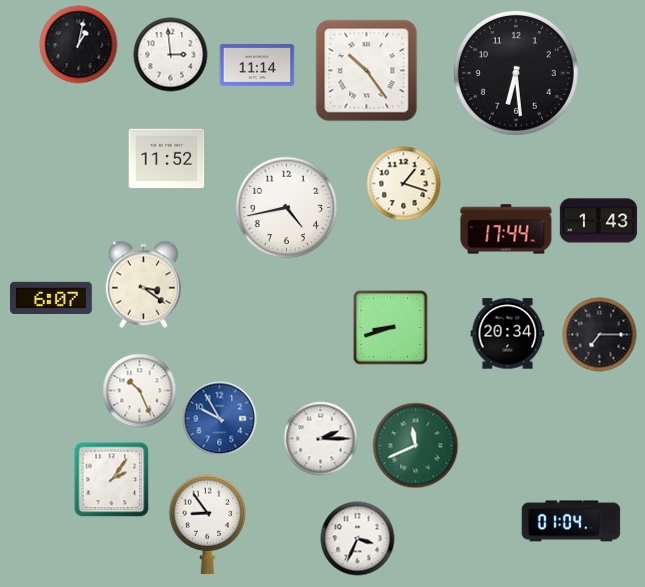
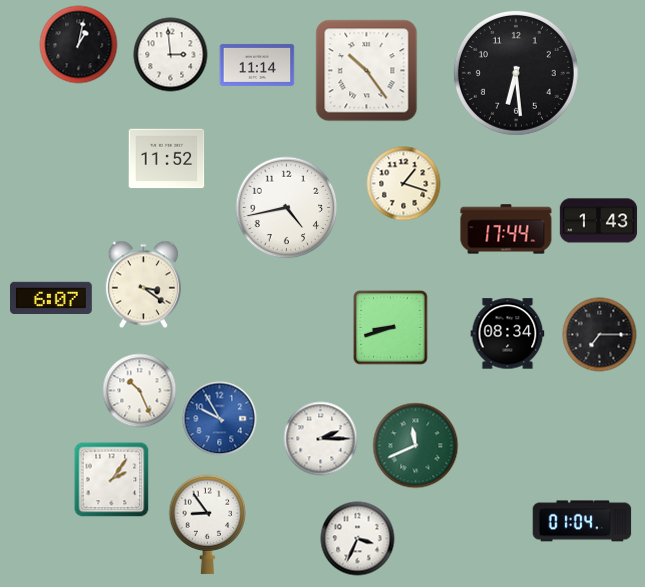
clock at (508, 334): 20:34 -> 08:34
clock at (571, 521) position: (571, 521) -> (582, 521)
